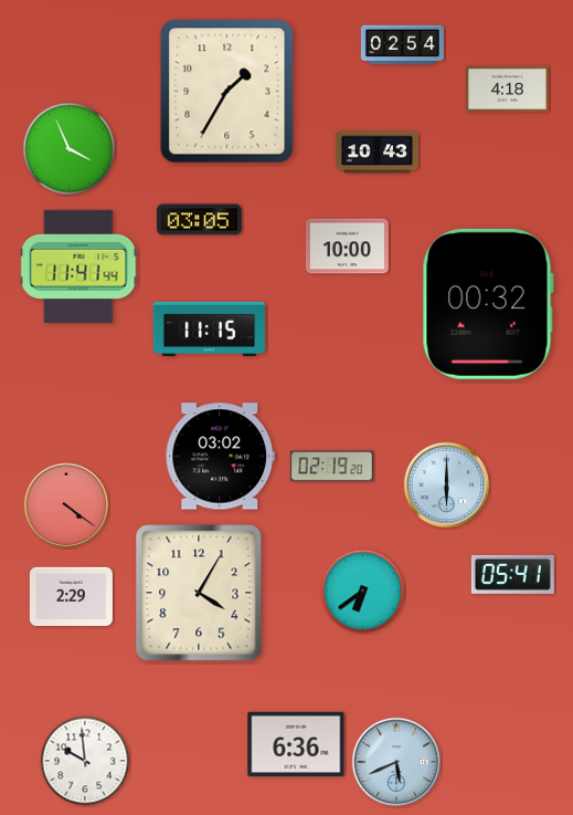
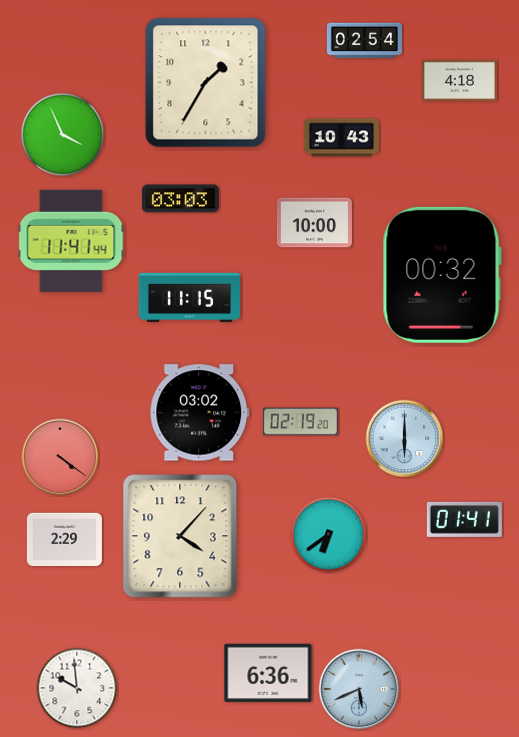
clock at (199, 220): 03:05 -> 03:03
clock at (512, 574): 05:41 -> 01:41
clock at (199, 593): 4:05 -> 4:07
